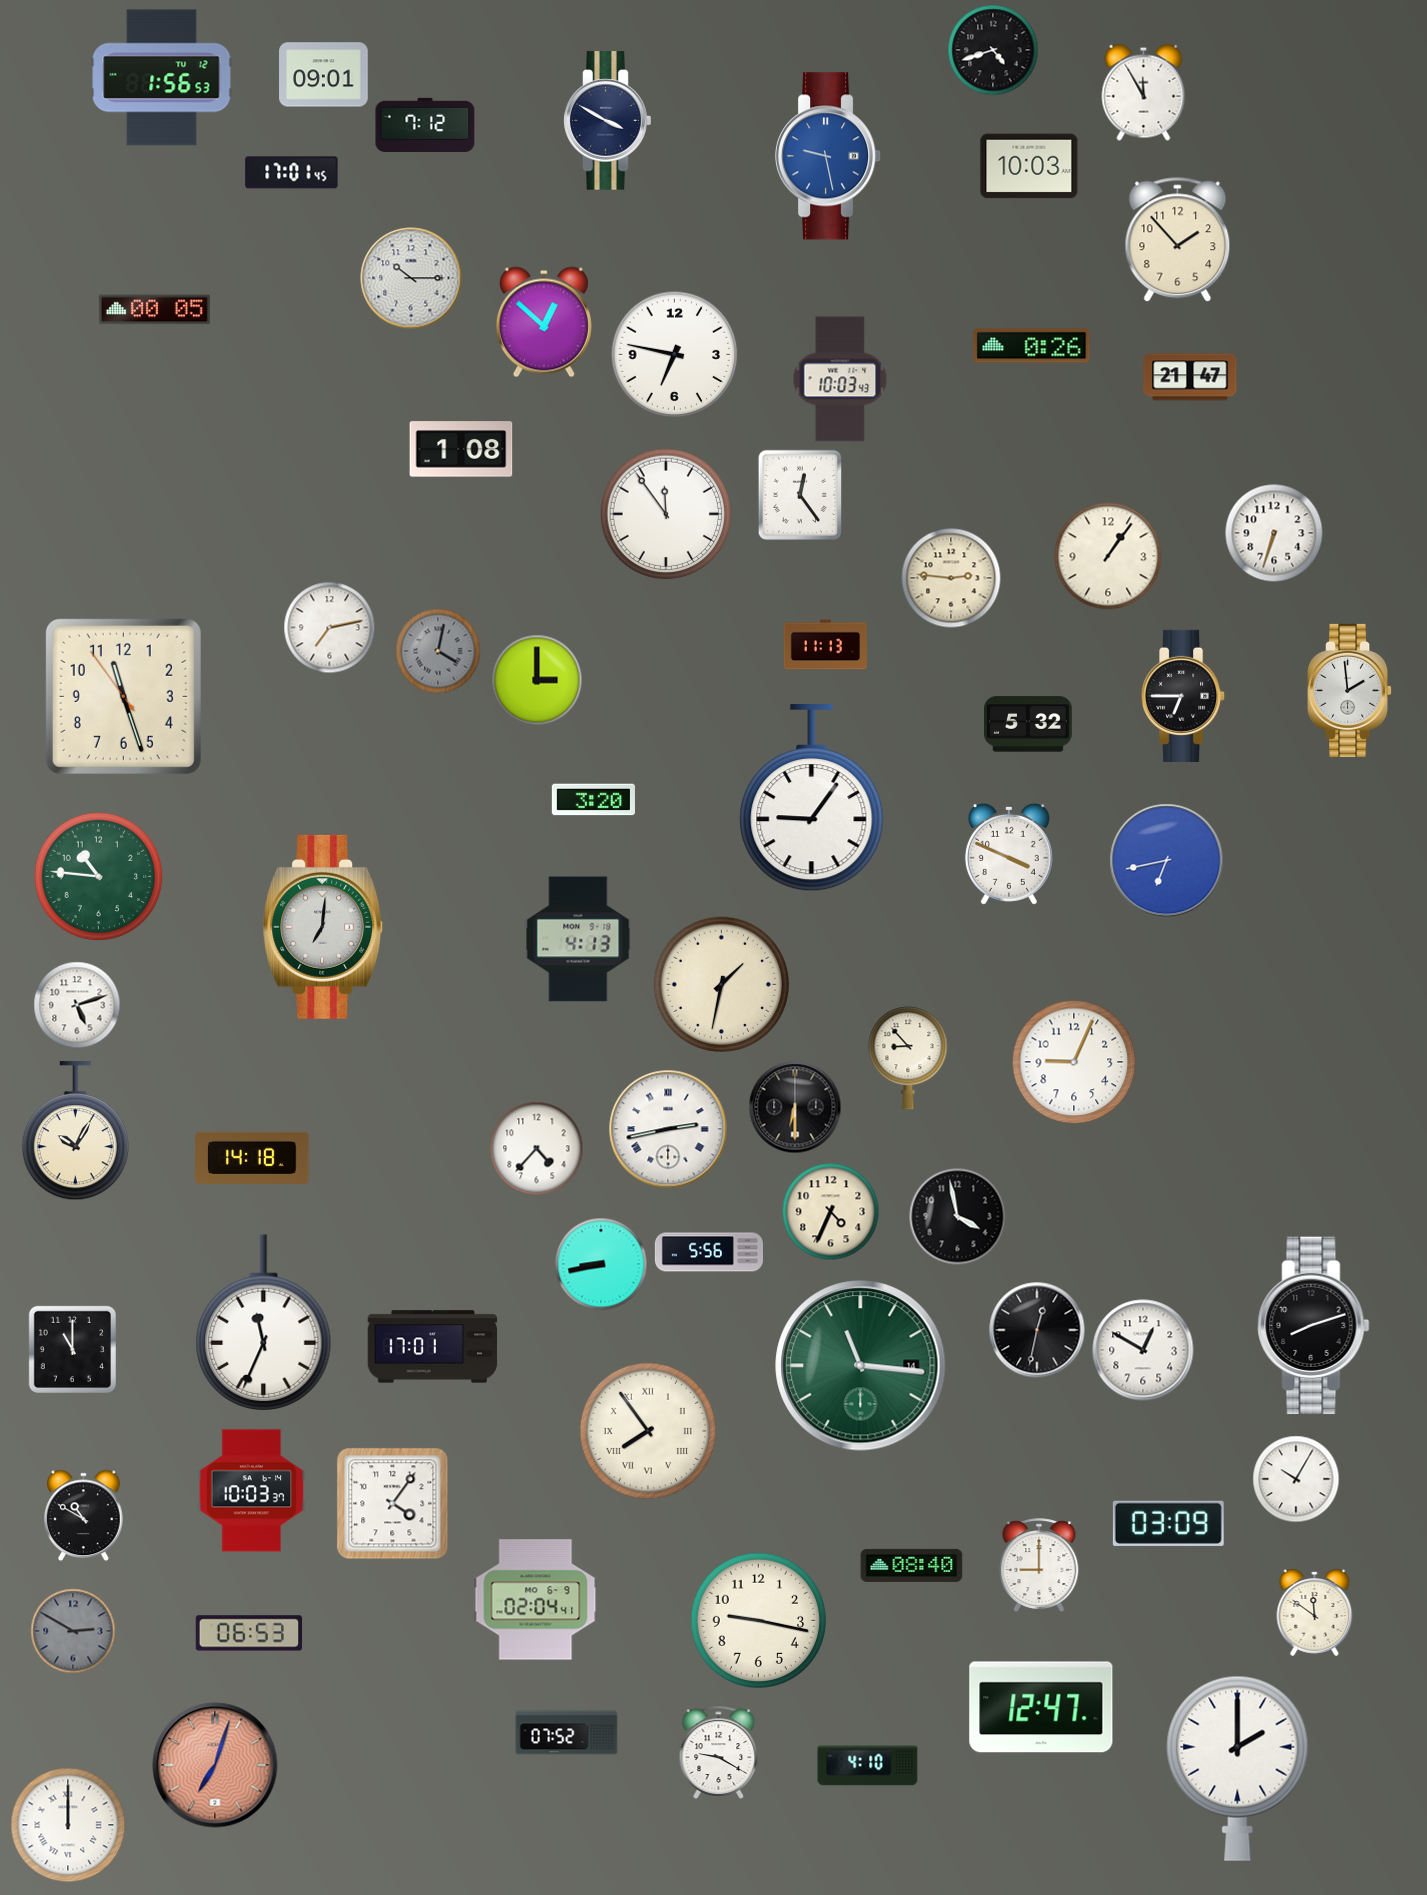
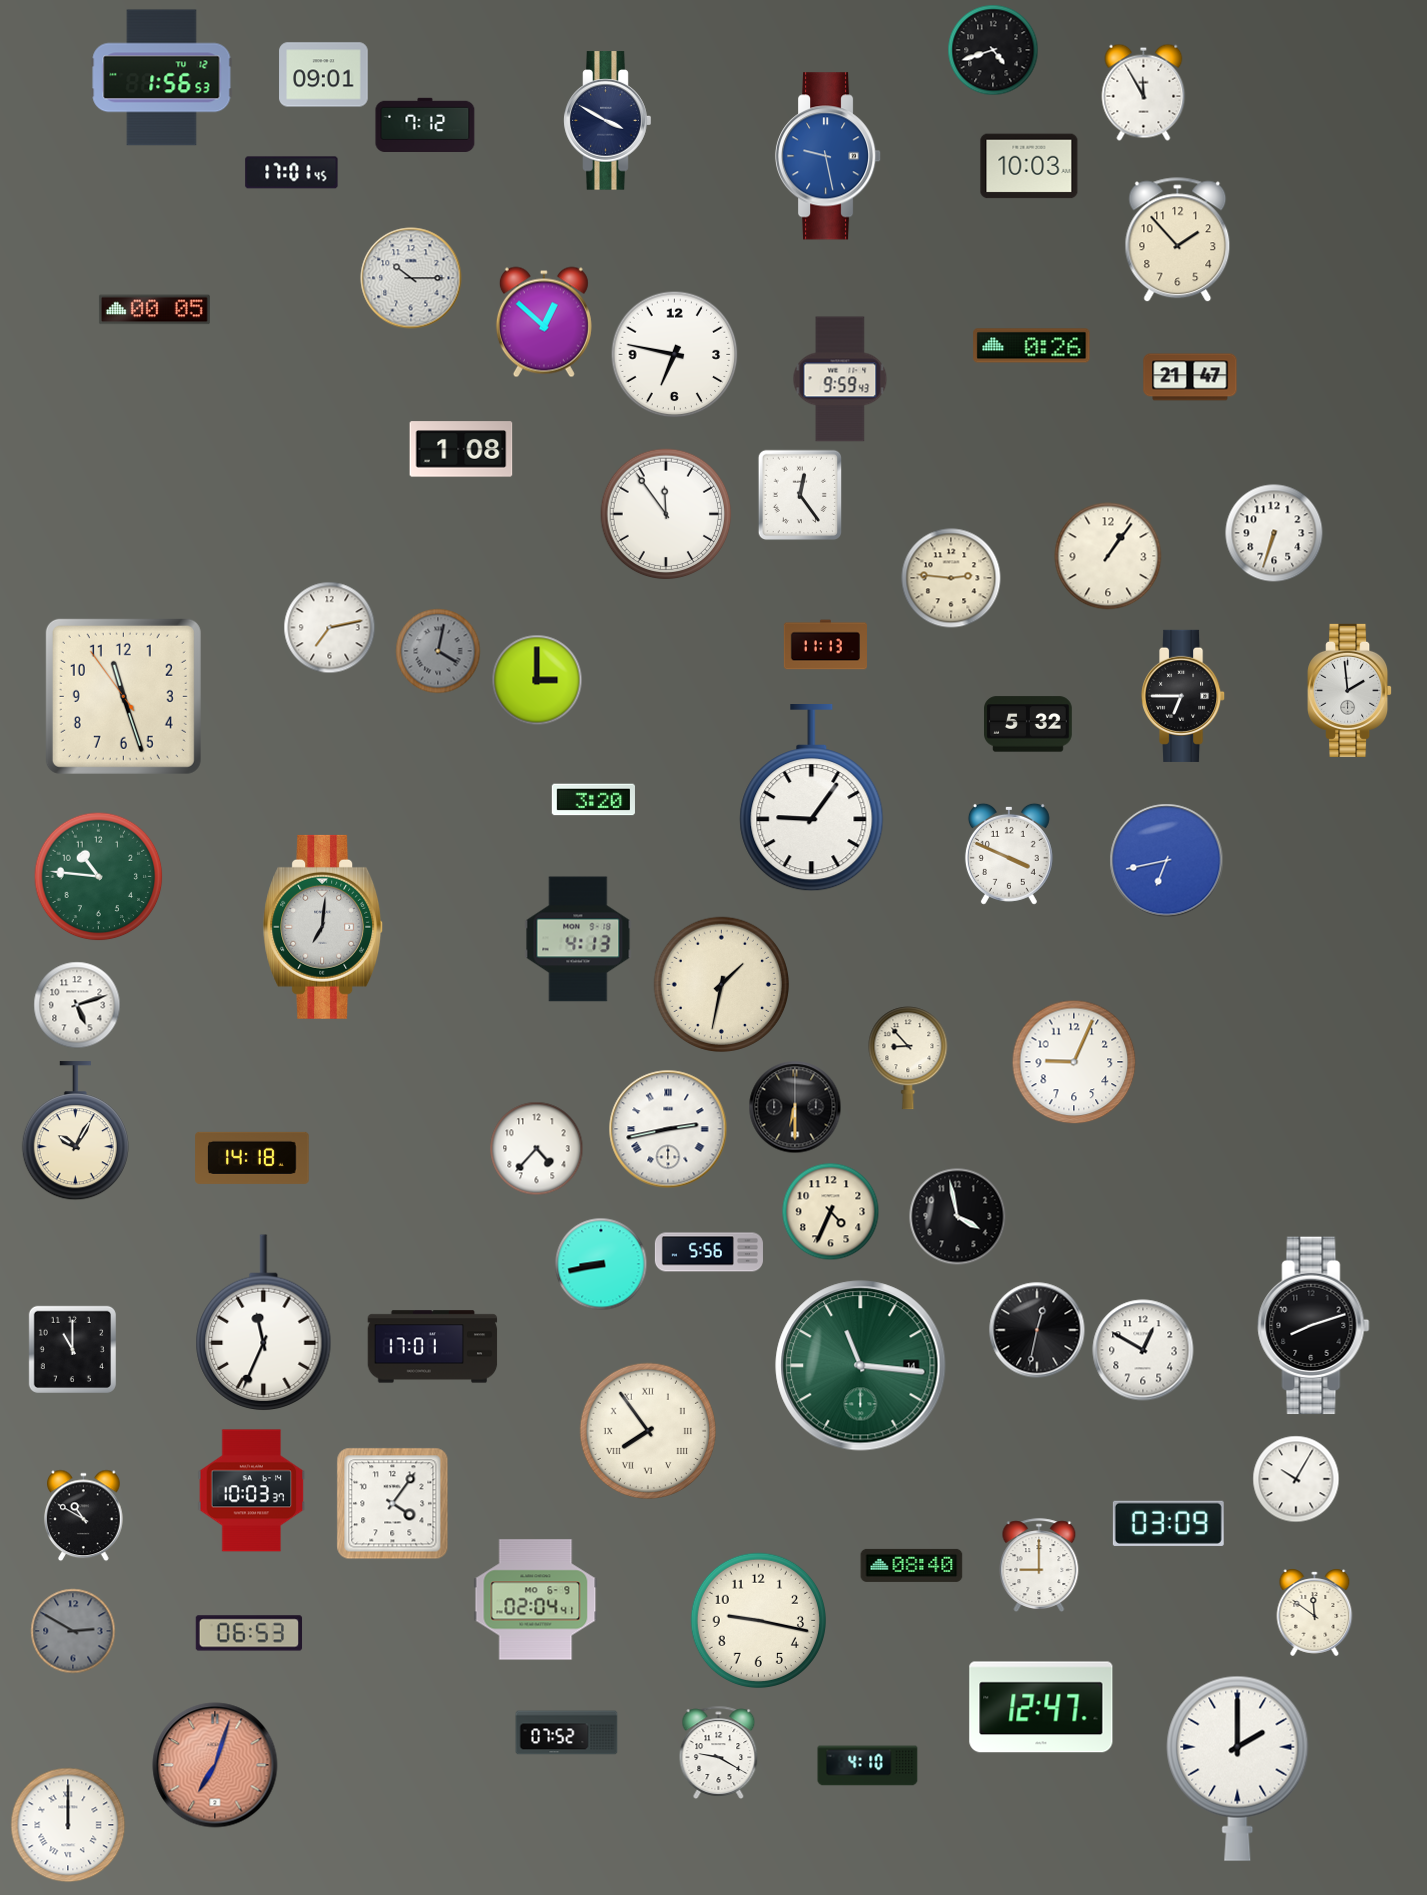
clock at (840, 379): 10:03 -> 9:59
